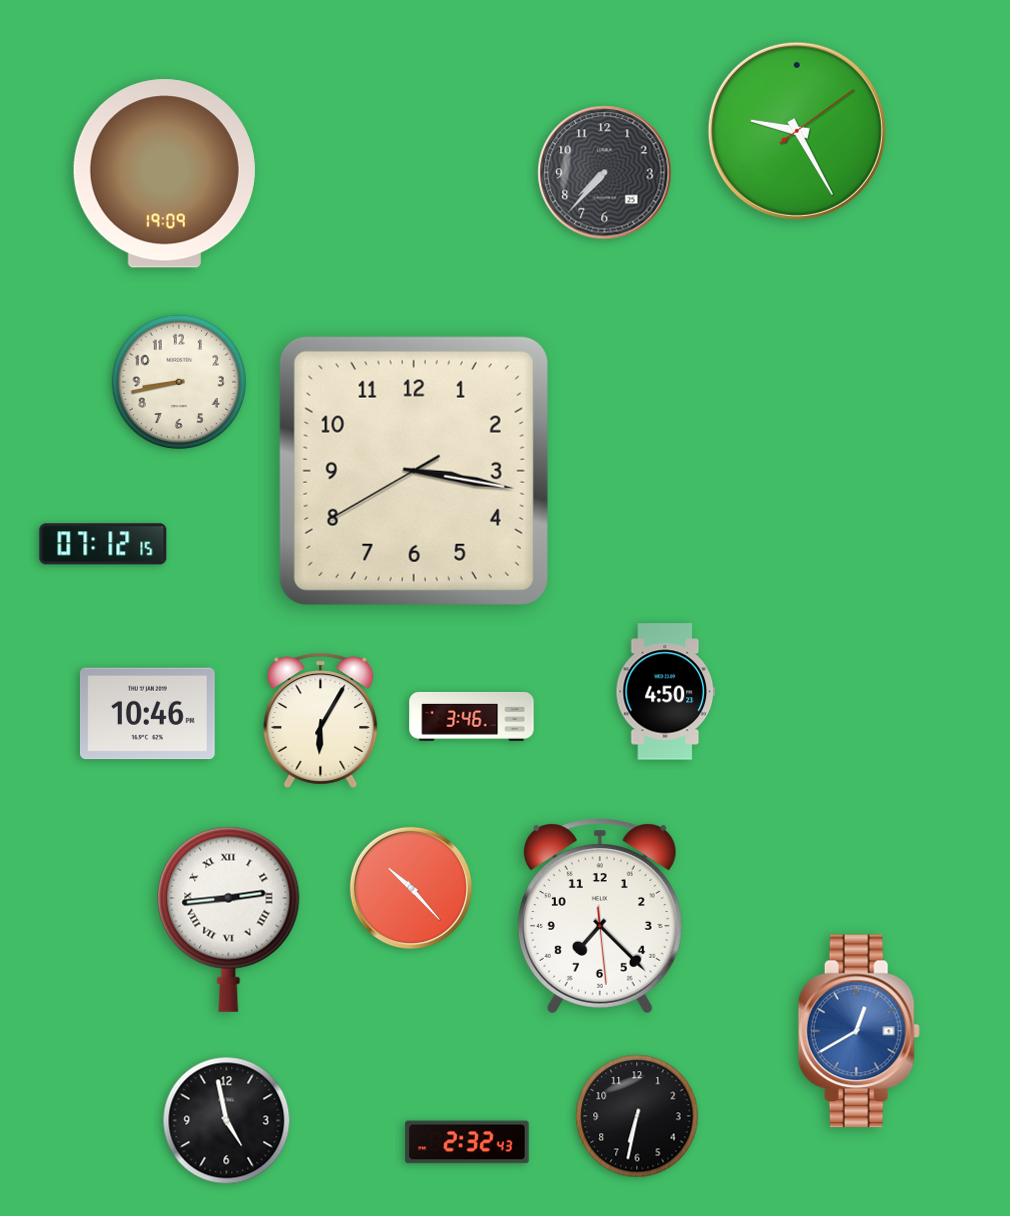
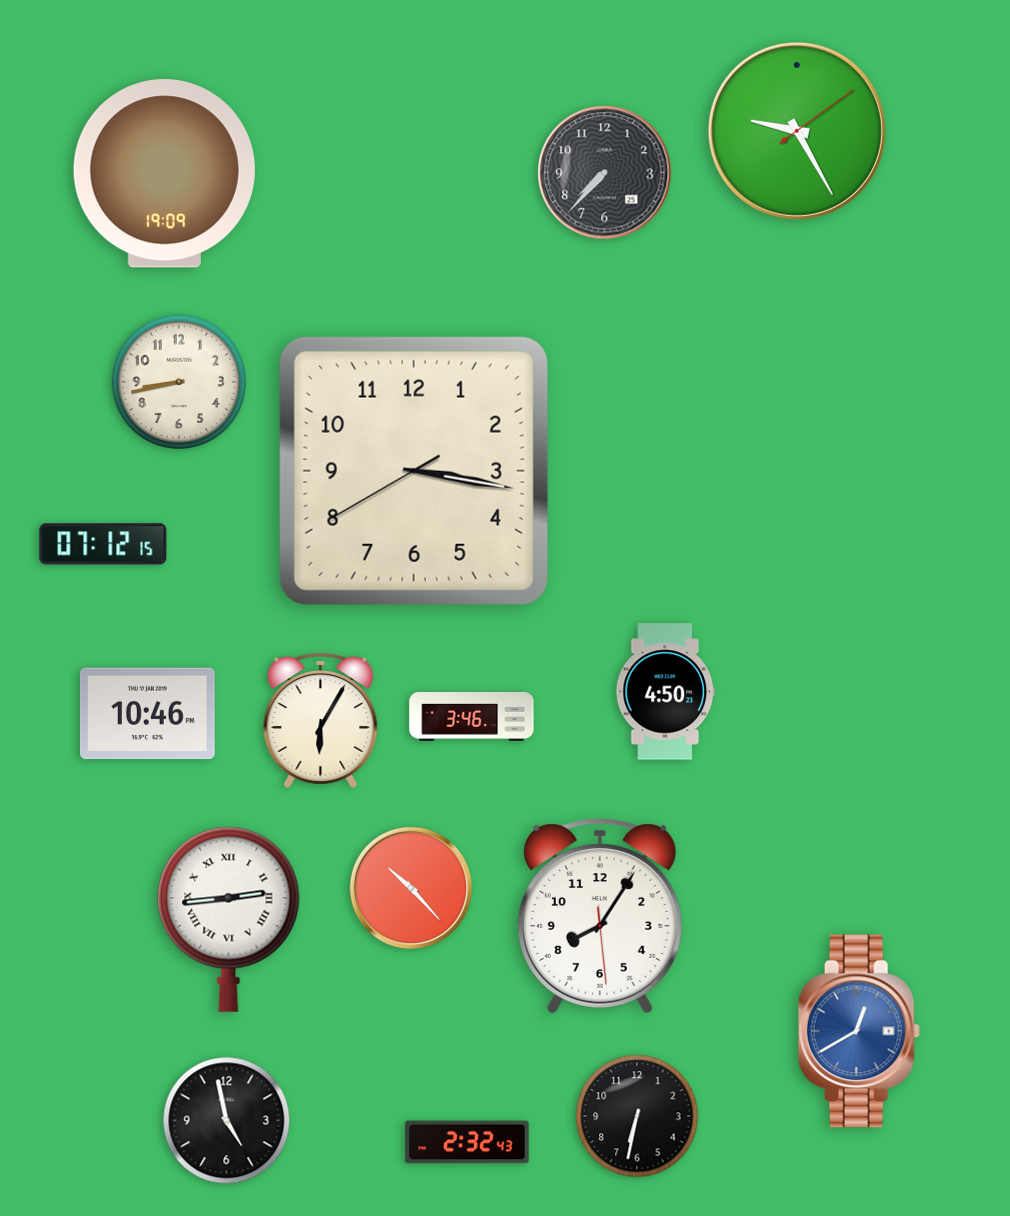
clock at (600, 916): 7:22 -> 8:05
